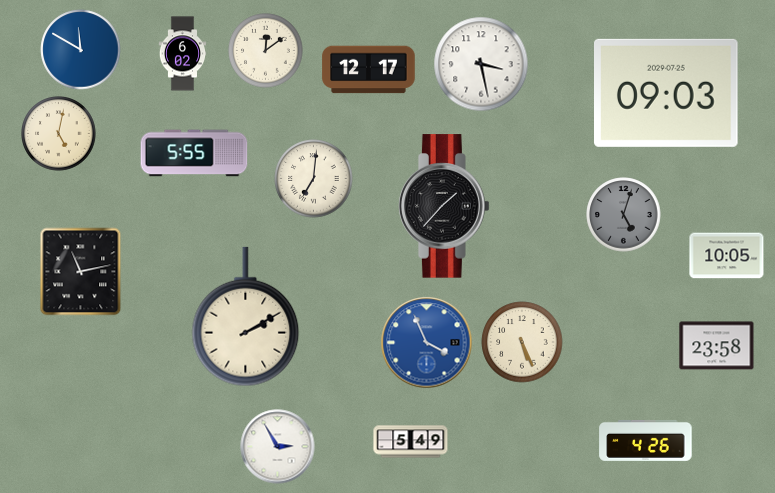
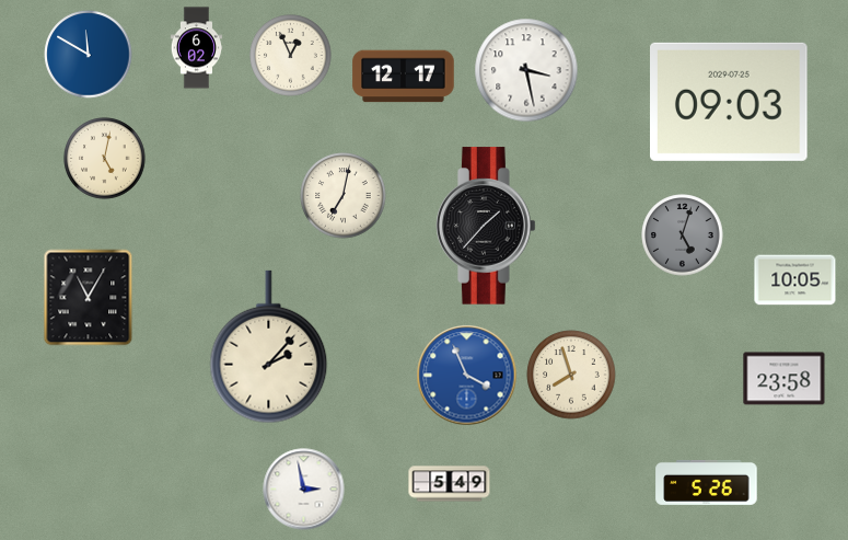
clock at (266, 51): 12:09 -> 12:56
clock at (183, 54) position: (183, 54) -> (197, 48)
clock at (59, 134) position: (59, 134) -> (105, 159)
clock at (194, 153): 5:55 -> none
clock at (314, 179): 7:01 -> 7:02
clock at (81, 272): 11:13 -> 11:05
clock at (246, 317): 2:10 -> 2:07
clock at (522, 342): 5:26 -> 7:57
clock at (646, 440): 4:26 -> 5:26
clock at (278, 447): 2:55 -> 2:58
